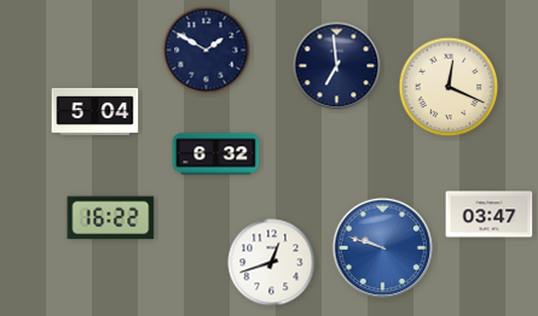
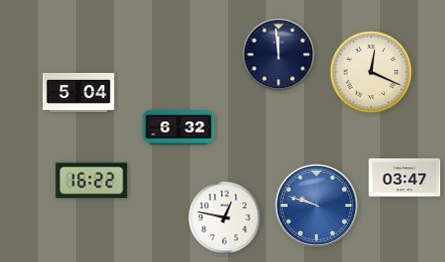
clock at (207, 51): 1:50 -> none
clock at (337, 66): 6:59 -> 11:59
clock at (272, 263): 12:42 -> 12:47
